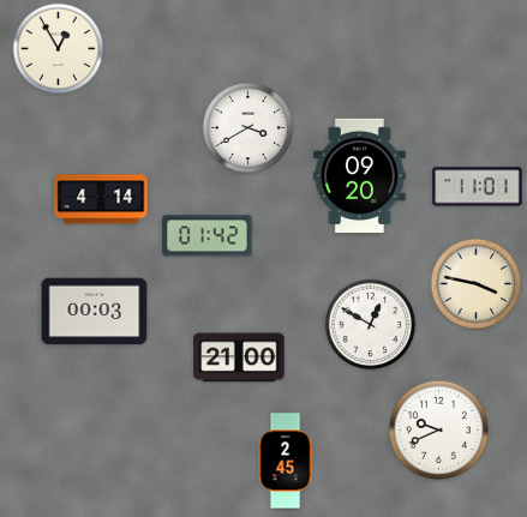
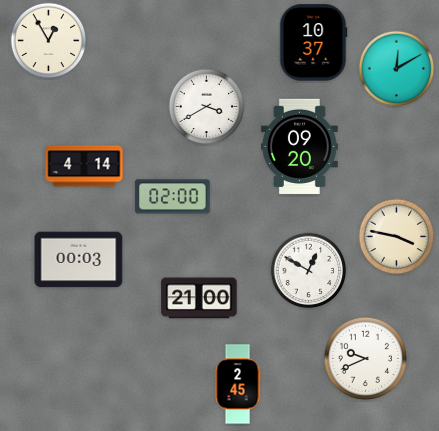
clock at (313, 43): none -> 10:37
clock at (397, 69): none -> 12:10
clock at (478, 187): 11:01 -> none
clock at (208, 236): 01:42 -> 02:00
